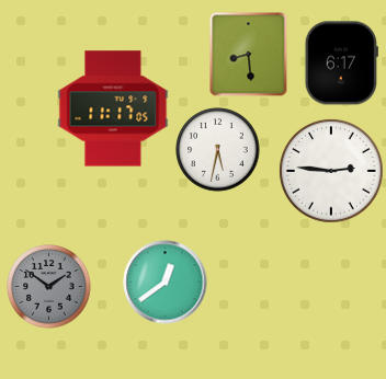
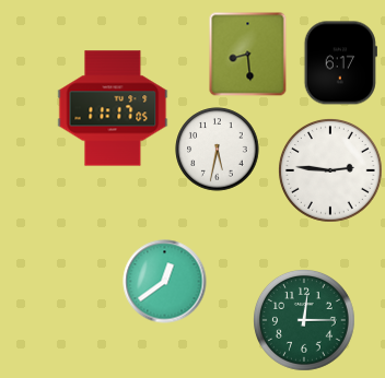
clock at (49, 287): 1:51 -> none
clock at (305, 321): none -> 12:15
